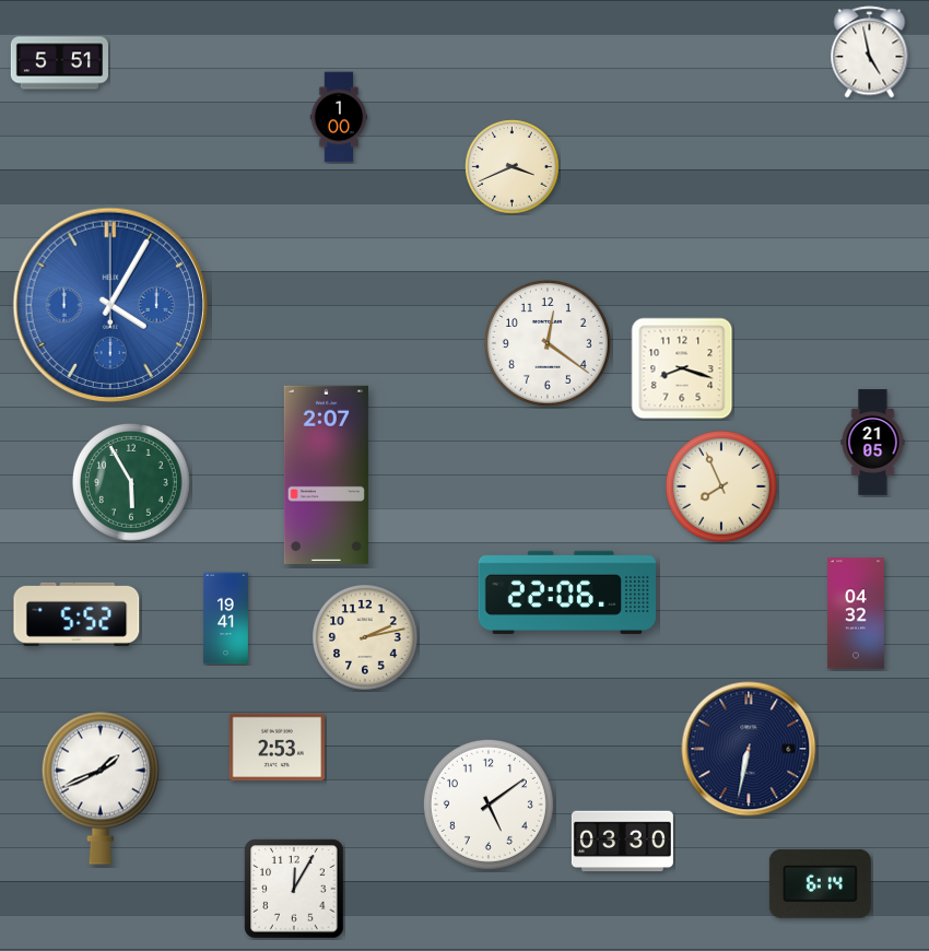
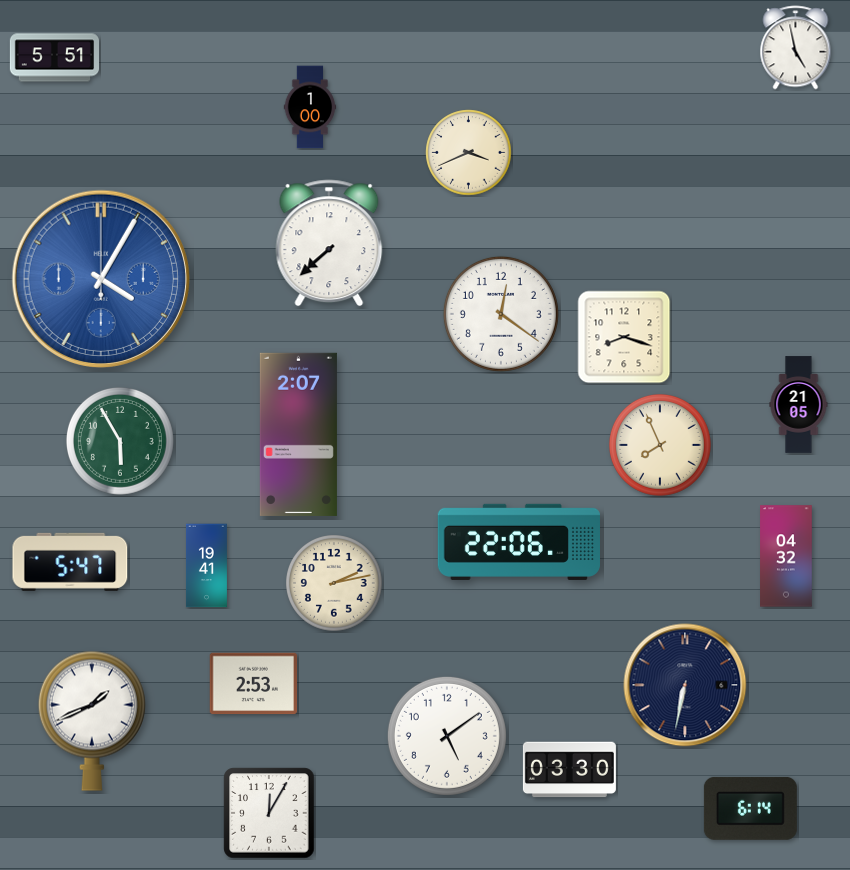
clock at (329, 243): none -> 7:38
clock at (856, 613) position: (856, 613) -> (786, 556)
clock at (77, 614): 5:52 -> 5:47
